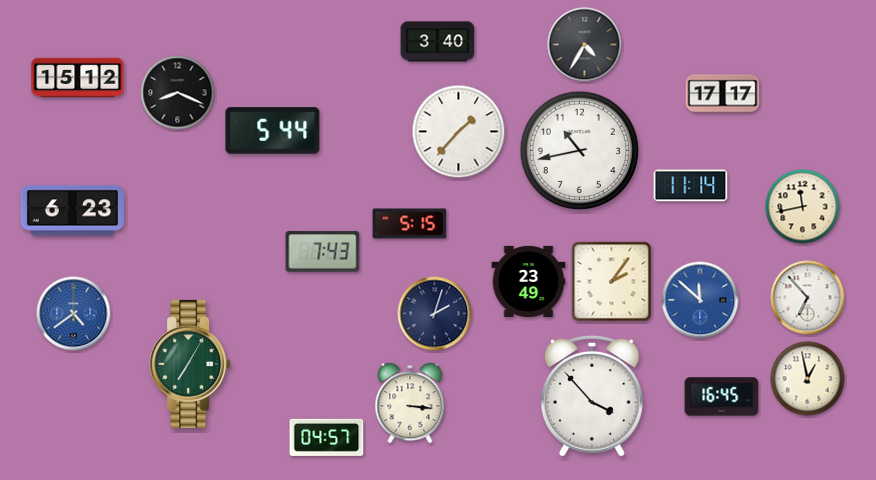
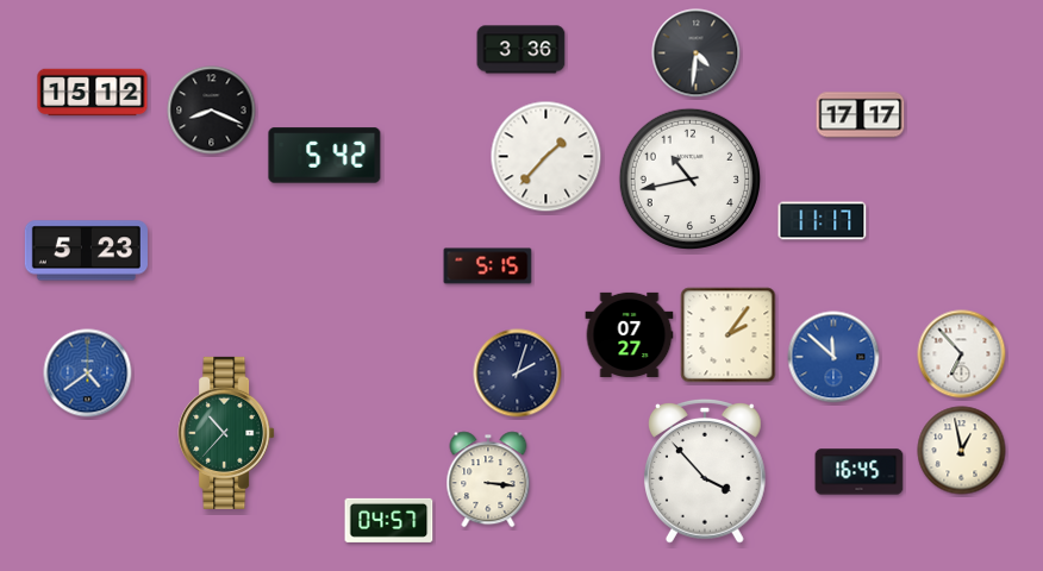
clock at (438, 42): 3:40 -> 3:36
clock at (585, 45): 4:35 -> 4:31
clock at (723, 94) position: (723, 94) -> (861, 115)
clock at (273, 131): 5:44 -> 5:42
clock at (691, 186): 11:14 -> 11:17
clock at (803, 207): 11:43 -> none
clock at (72, 211): 6:23 -> 5:23
clock at (323, 252): 7:43 -> none
clock at (529, 281): 23:49 -> 07:27
clock at (190, 364): 7:05 -> 10:37
